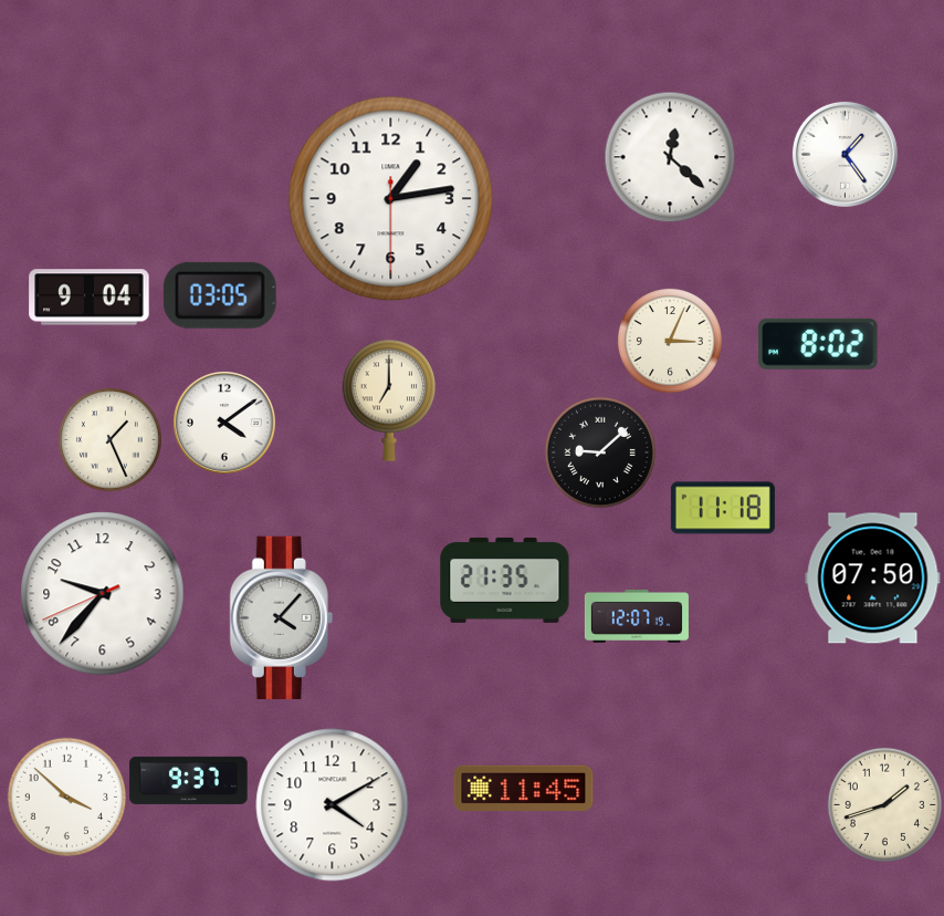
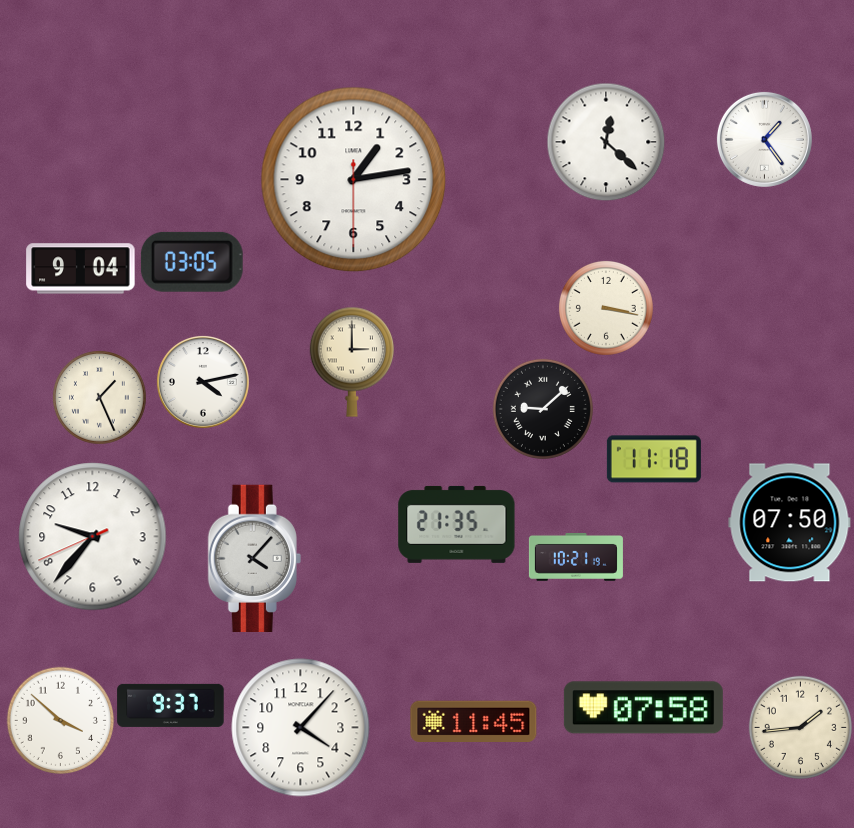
clock at (220, 295) position: (220, 295) -> (192, 262)
clock at (670, 341): 3:04 -> 3:17
clock at (818, 344): 8:02 -> none
clock at (388, 400): 7:00 -> 3:00
clock at (224, 423): 4:09 -> 4:13
clock at (637, 616): 12:07 -> 10:21
clock at (643, 708): none -> 07:58
clock at (524, 788) position: (524, 788) -> (474, 721)
clock at (884, 804): 1:42 -> 1:44
clock at (333, 805): 4:10 -> 4:07
